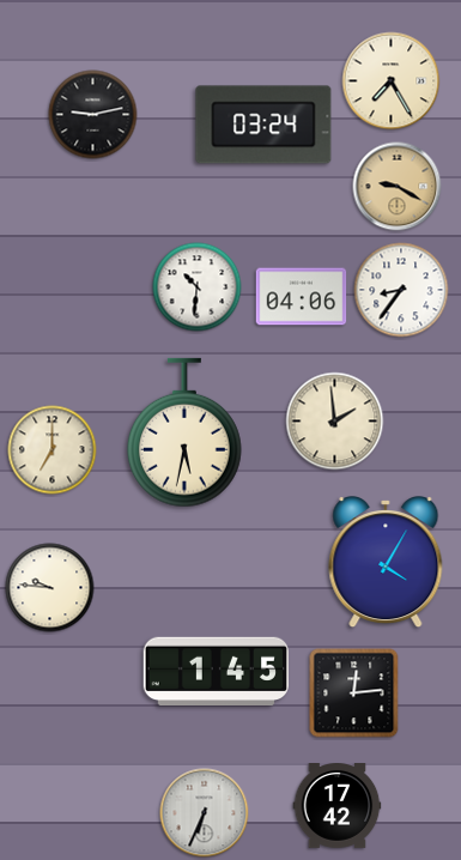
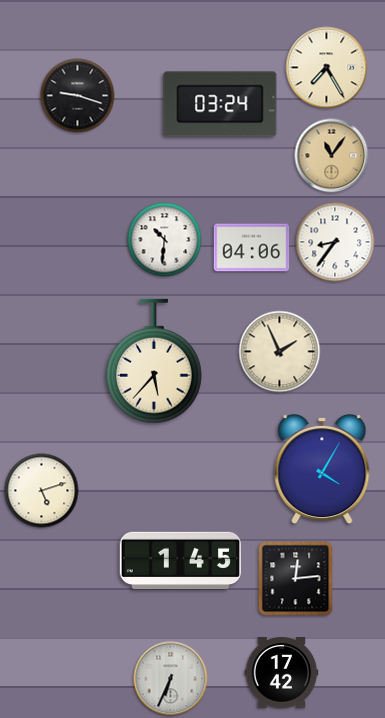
clock at (93, 115): 9:13 -> 9:18
clock at (398, 187): 9:20 -> 11:06
clock at (335, 422): 1:59 -> 1:56
clock at (186, 432): 5:32 -> 5:37
clock at (53, 450): 7:00 -> none
clock at (50, 588): 9:46 -> 5:12
